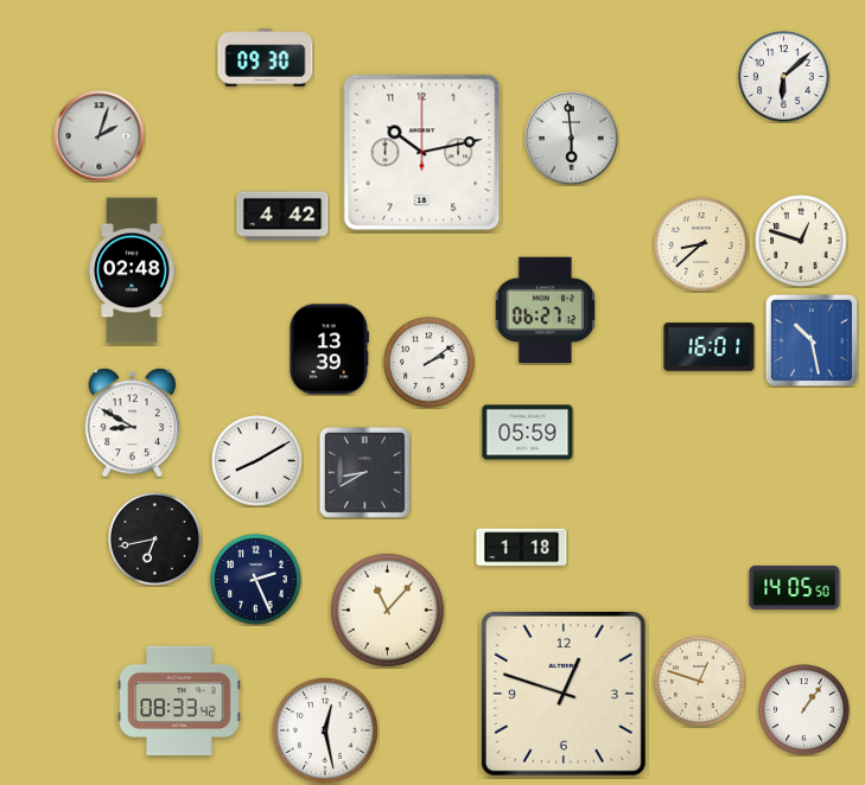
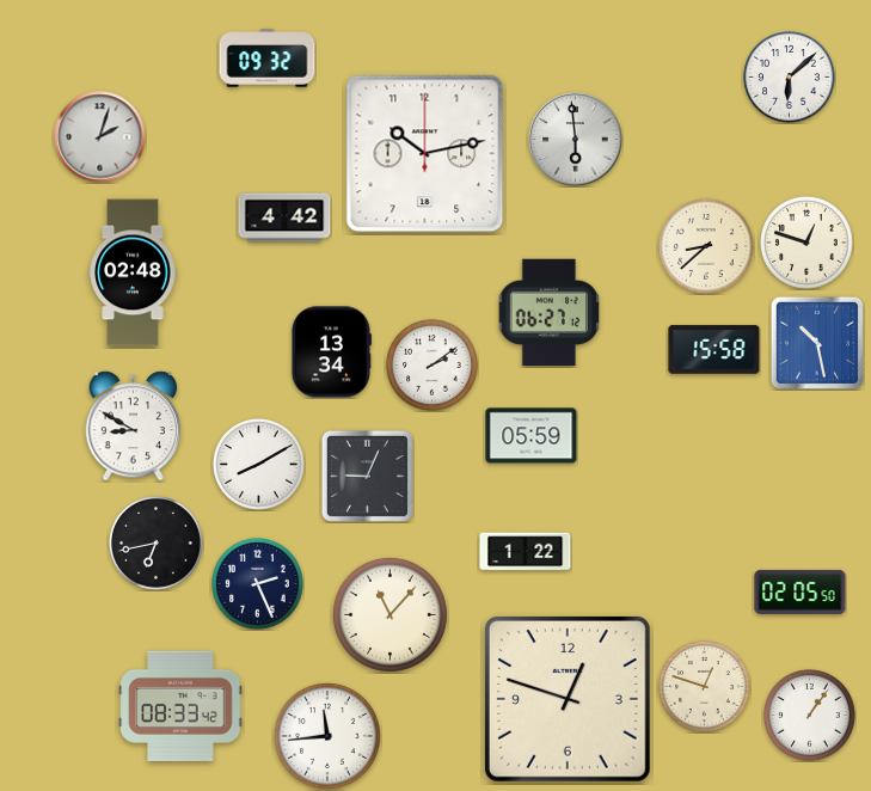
clock at (266, 58): 09:30 -> 09:32
clock at (710, 347): 16:01 -> 15:58
clock at (329, 350): 13:39 -> 13:34
clock at (364, 472): 8:40 -> 9:04
clock at (522, 548): 1:18 -> 1:22
clock at (795, 587): 14:05 -> 02:05
clock at (325, 730): 12:28 -> 11:44
